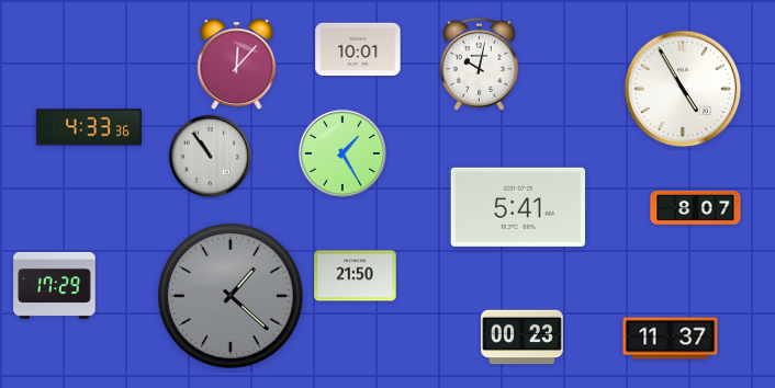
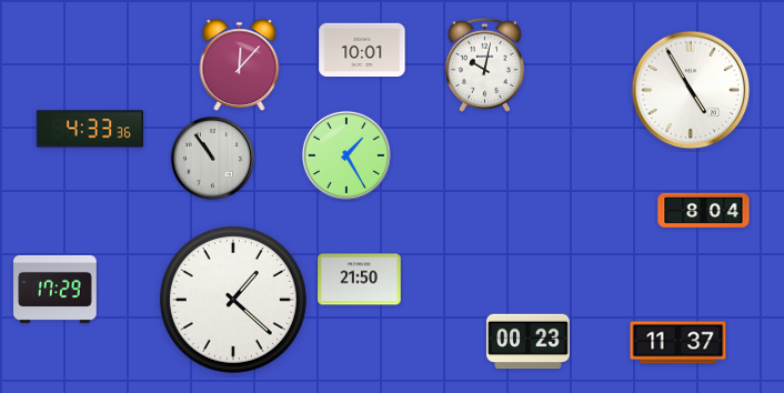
clock at (517, 207): 5:41 -> none
clock at (696, 207): 8:07 -> 8:04
clock at (231, 296) dial: grey -> white
